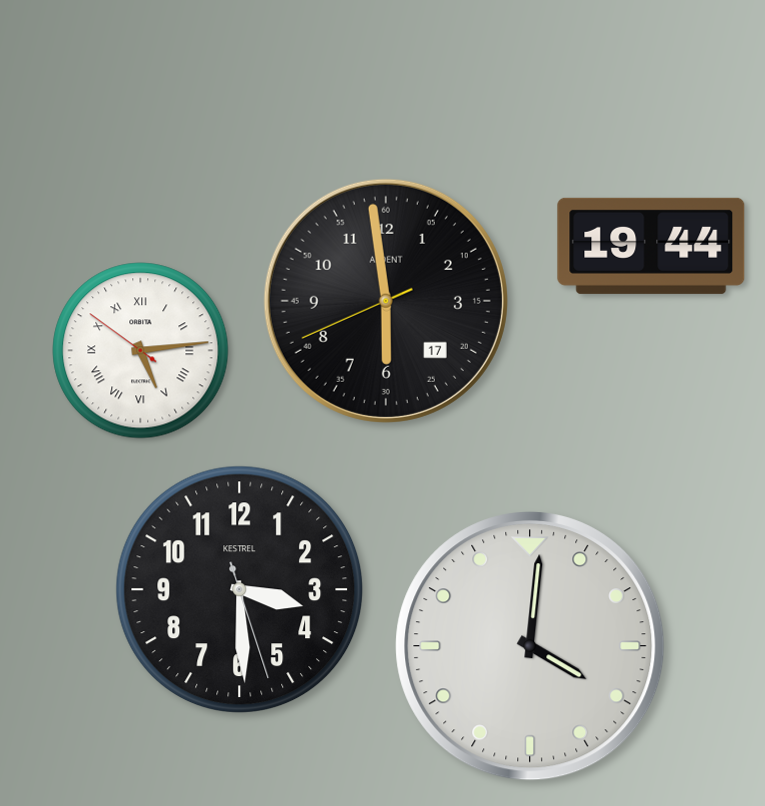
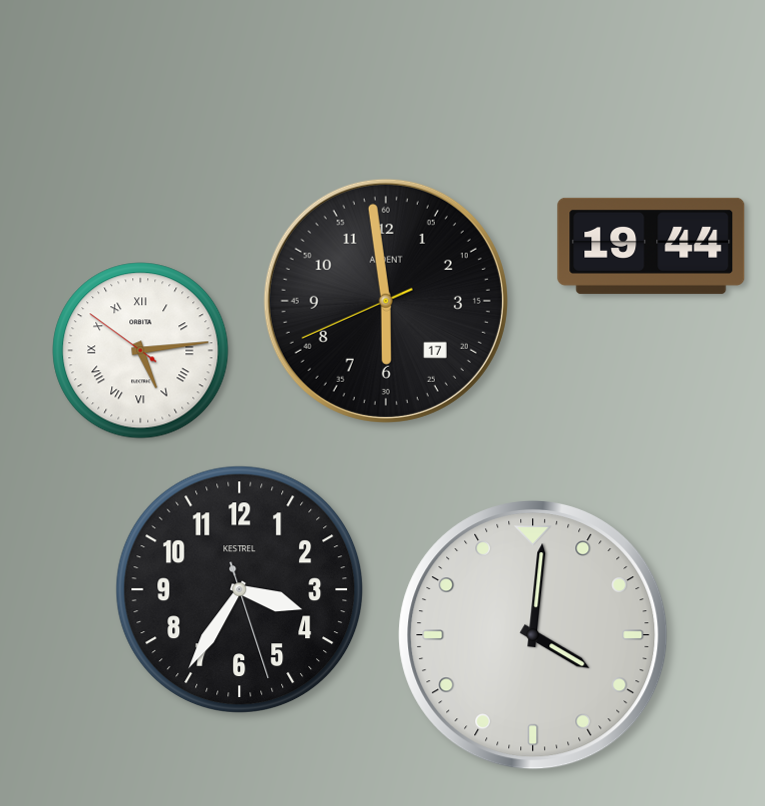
clock at (240, 590): 3:29 -> 3:35
clock at (530, 646) position: (530, 646) -> (533, 635)
